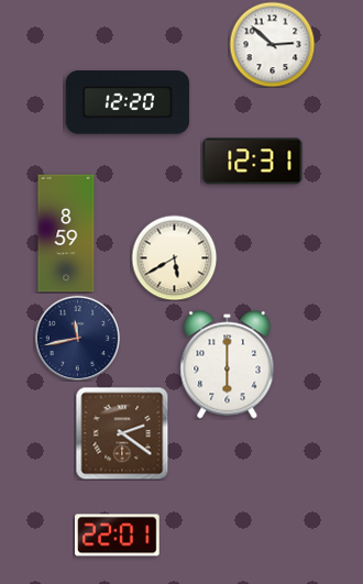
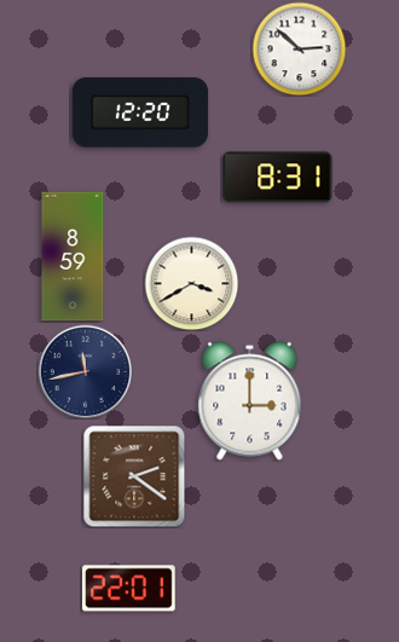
clock at (253, 162): 12:31 -> 8:31
clock at (174, 257): 5:40 -> 3:40
clock at (228, 365): 6:00 -> 3:00
